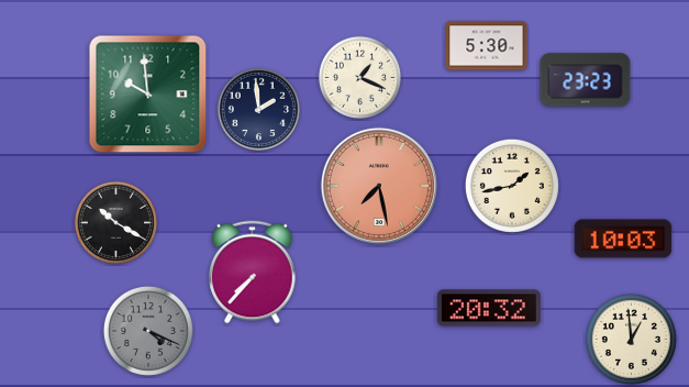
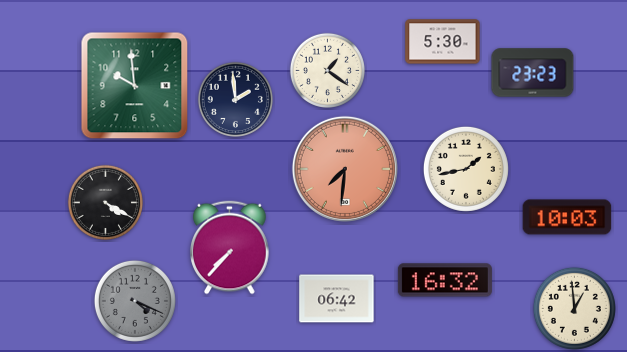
clock at (359, 77): 1:19 -> 1:21
clock at (379, 186): 7:28 -> 7:31
clock at (115, 222): 10:20 -> 4:20
clock at (489, 308): 20:32 -> 16:32
clock at (337, 299): none -> 06:42
